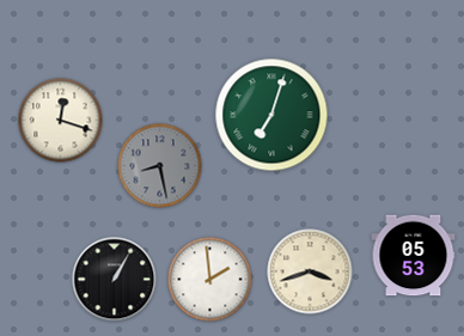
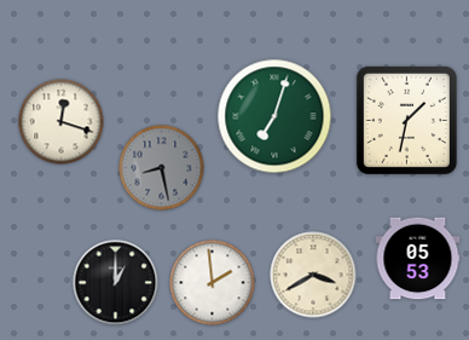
clock at (406, 120): none -> 1:32
clock at (310, 271): 3:42 -> 3:40
clock at (115, 280): 1:05 -> 1:00
